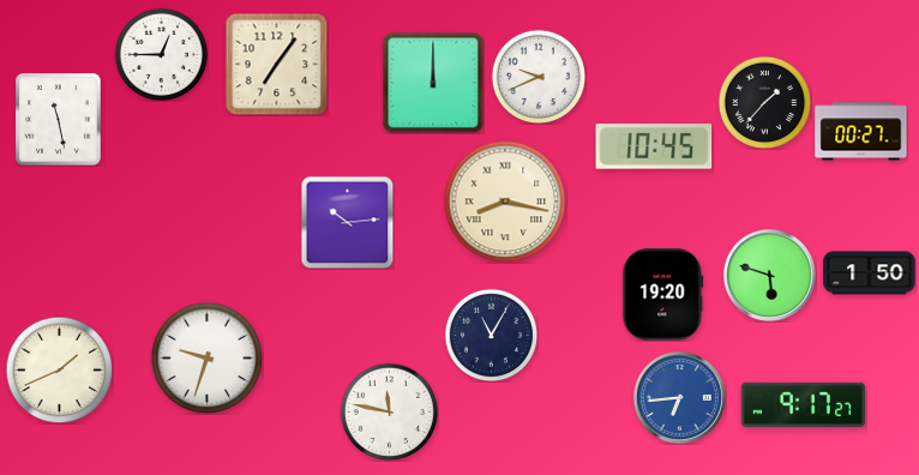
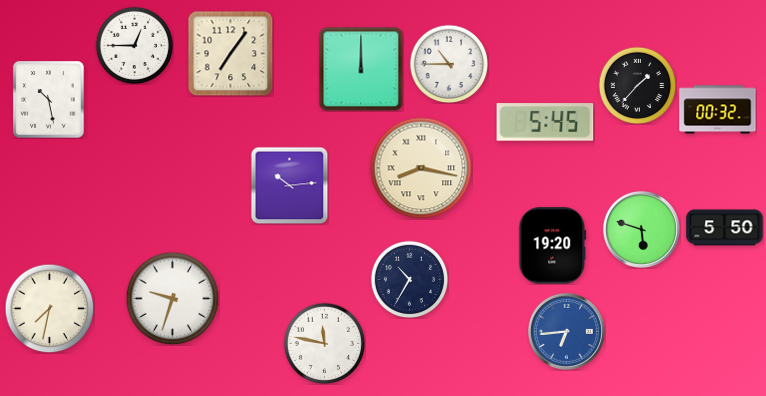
clock at (539, 77): 9:41 -> 10:45
clock at (59, 120): 11:28 -> 10:28
clock at (861, 132): 00:27 -> 00:32
clock at (654, 146): 10:45 -> 5:45
clock at (870, 273): 1:50 -> 5:50
clock at (491, 335): 11:05 -> 10:35
clock at (59, 369): 1:41 -> 7:32
clock at (803, 404): 9:17 -> none
